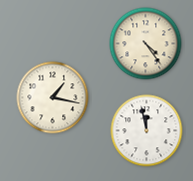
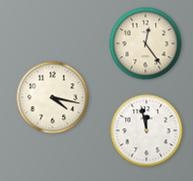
clock at (146, 44): 4:24 -> 12:24
clock at (53, 98): 1:17 -> 4:17
